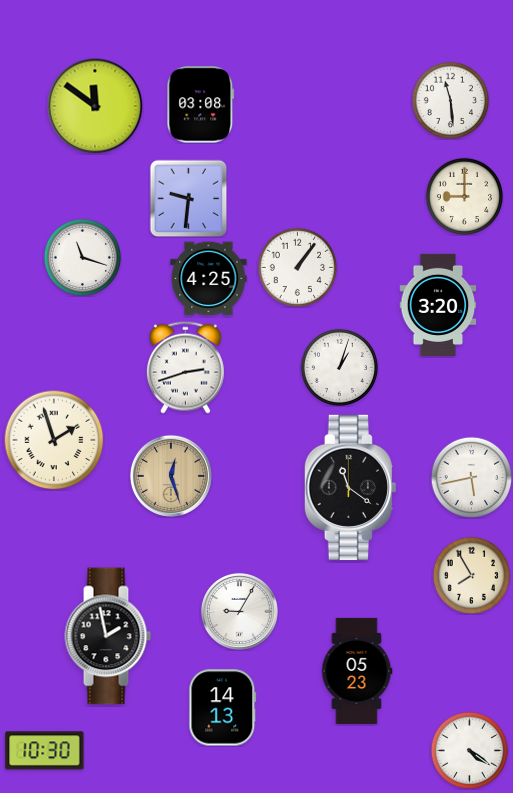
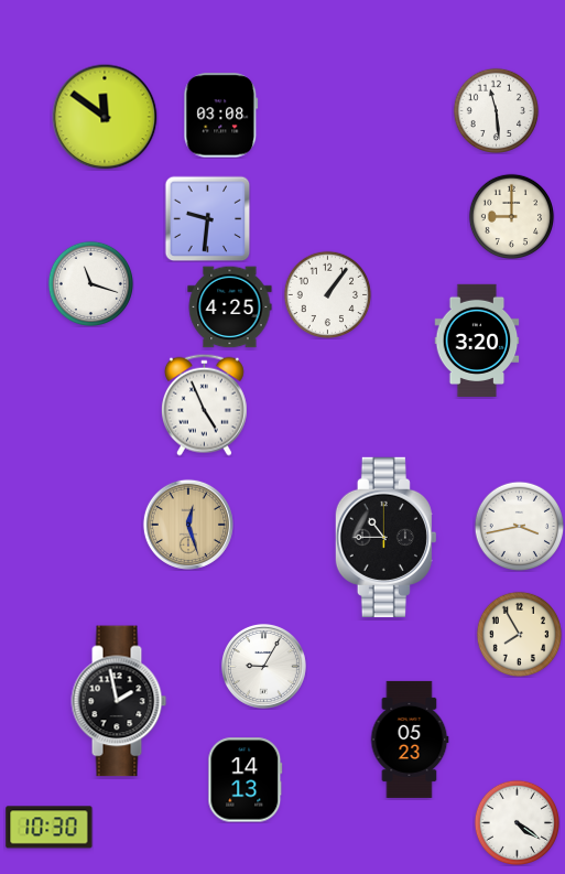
clock at (438, 304) position: (438, 304) -> (477, 339)
clock at (185, 367): 2:42 -> 4:56
clock at (339, 367): 1:03 -> none
clock at (54, 440): 1:57 -> none
clock at (471, 477): 5:43 -> 3:43
clock at (350, 487): 11:21 -> 10:45
clock at (239, 611) position: (239, 611) -> (263, 666)
clock at (357, 671) position: (357, 671) -> (410, 740)
clock at (469, 750) position: (469, 750) -> (517, 822)
